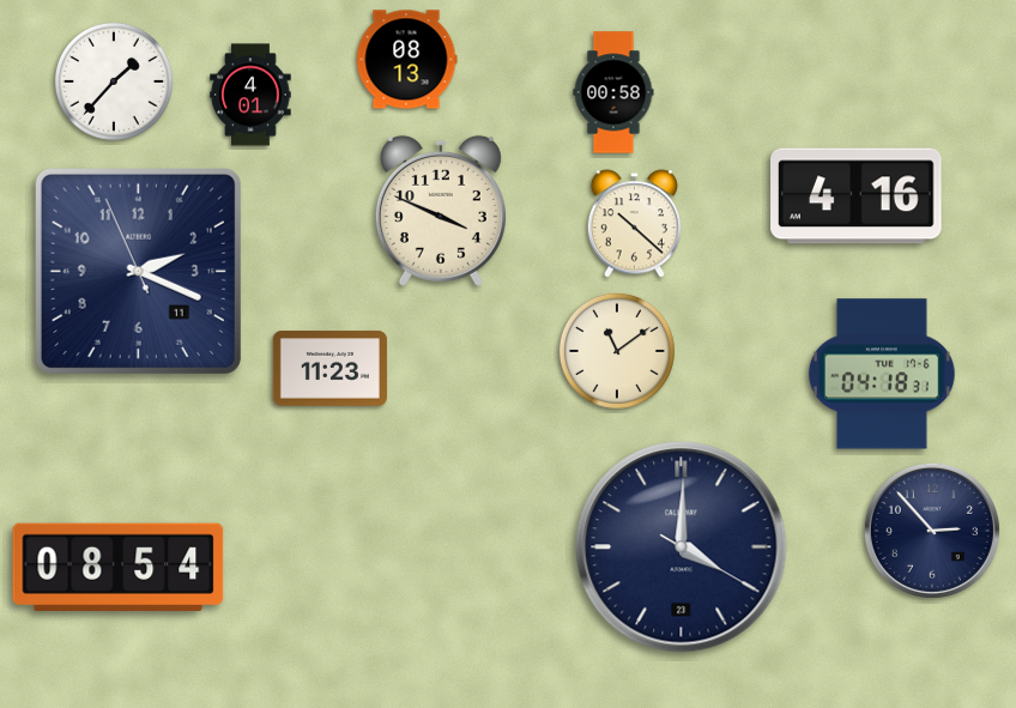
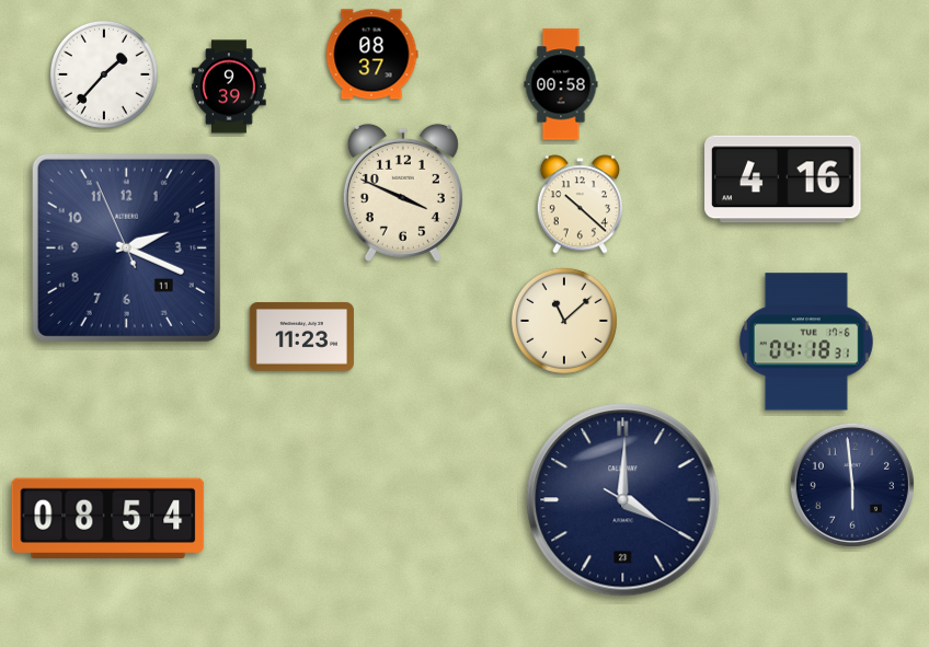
clock at (406, 60): 08:13 -> 08:37
clock at (250, 95): 4:01 -> 9:39
clock at (617, 351): 11:09 -> 11:08
clock at (932, 531): 2:53 -> 5:59
